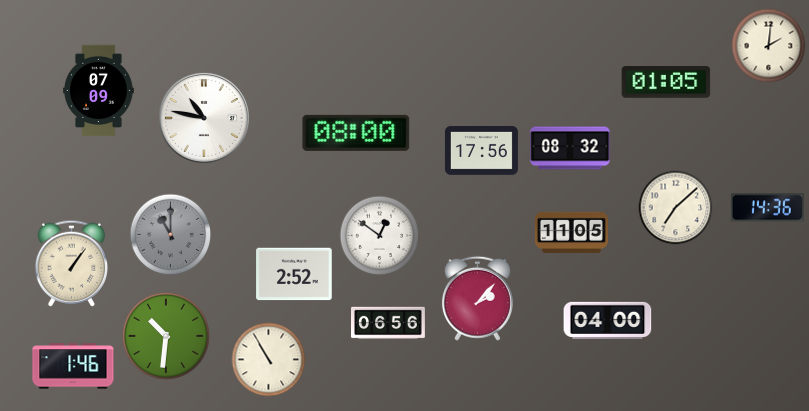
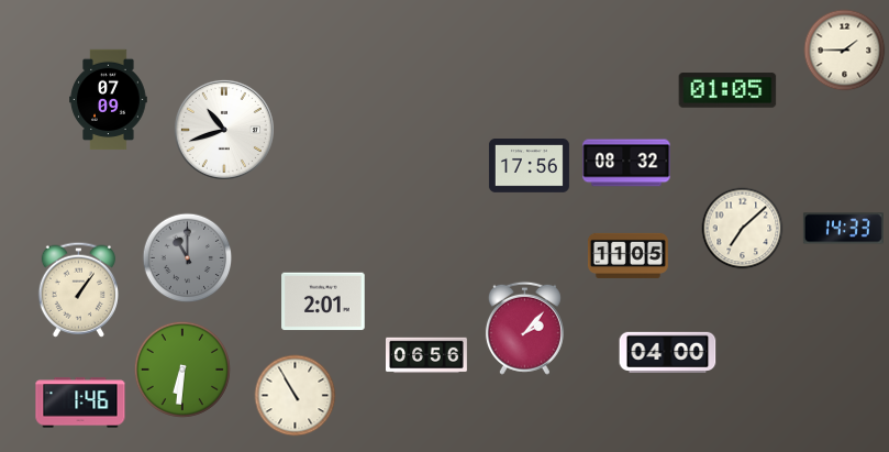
clock at (769, 46): 2:01 -> 1:45
clock at (666, 82) position: (666, 82) -> (727, 90)
clock at (204, 118): 10:47 -> 10:42
clock at (356, 133): 08:00 -> none
clock at (767, 208): 14:36 -> 14:33
clock at (380, 236): 12:51 -> none
clock at (294, 274): 2:52 -> 2:01
clock at (166, 336): 10:31 -> 6:31
